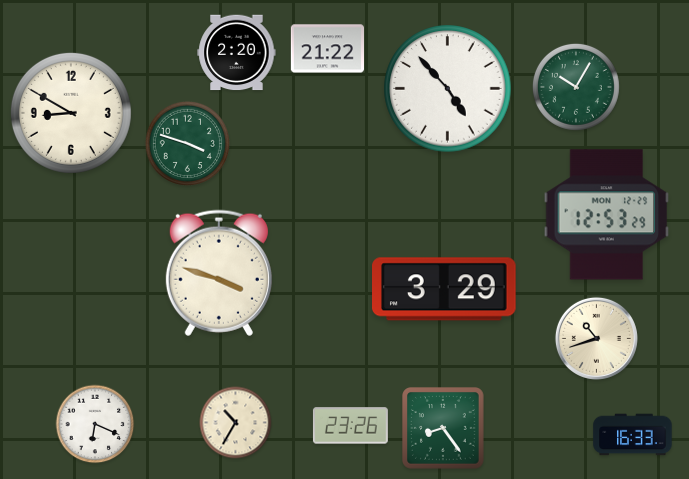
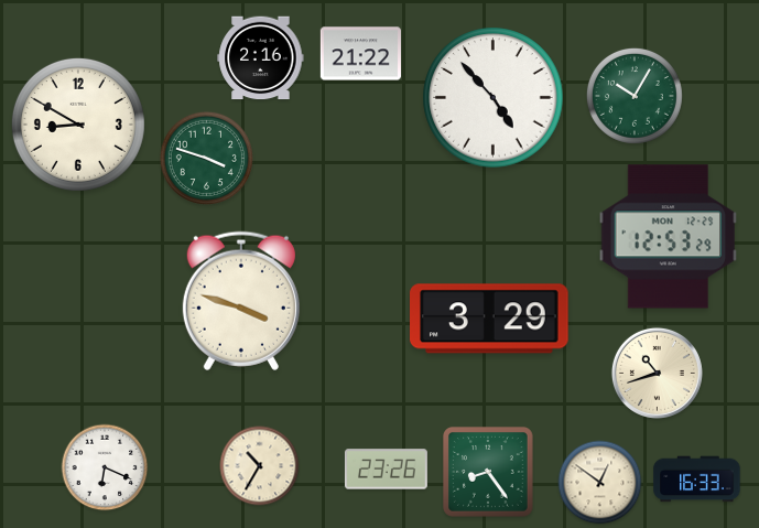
clock at (237, 53): 2:20 -> 2:16
clock at (600, 483): none -> 12:51
